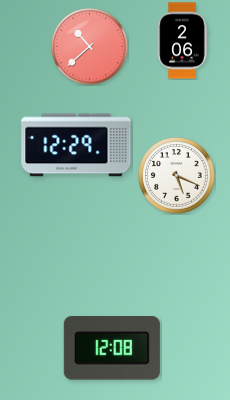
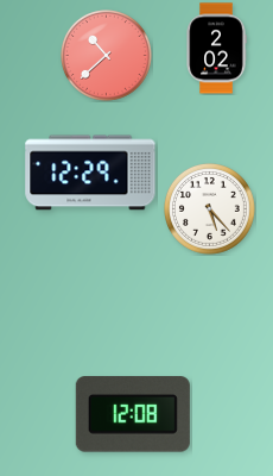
clock at (182, 41): 2:06 -> 2:02
clock at (177, 176): 5:19 -> 5:23
